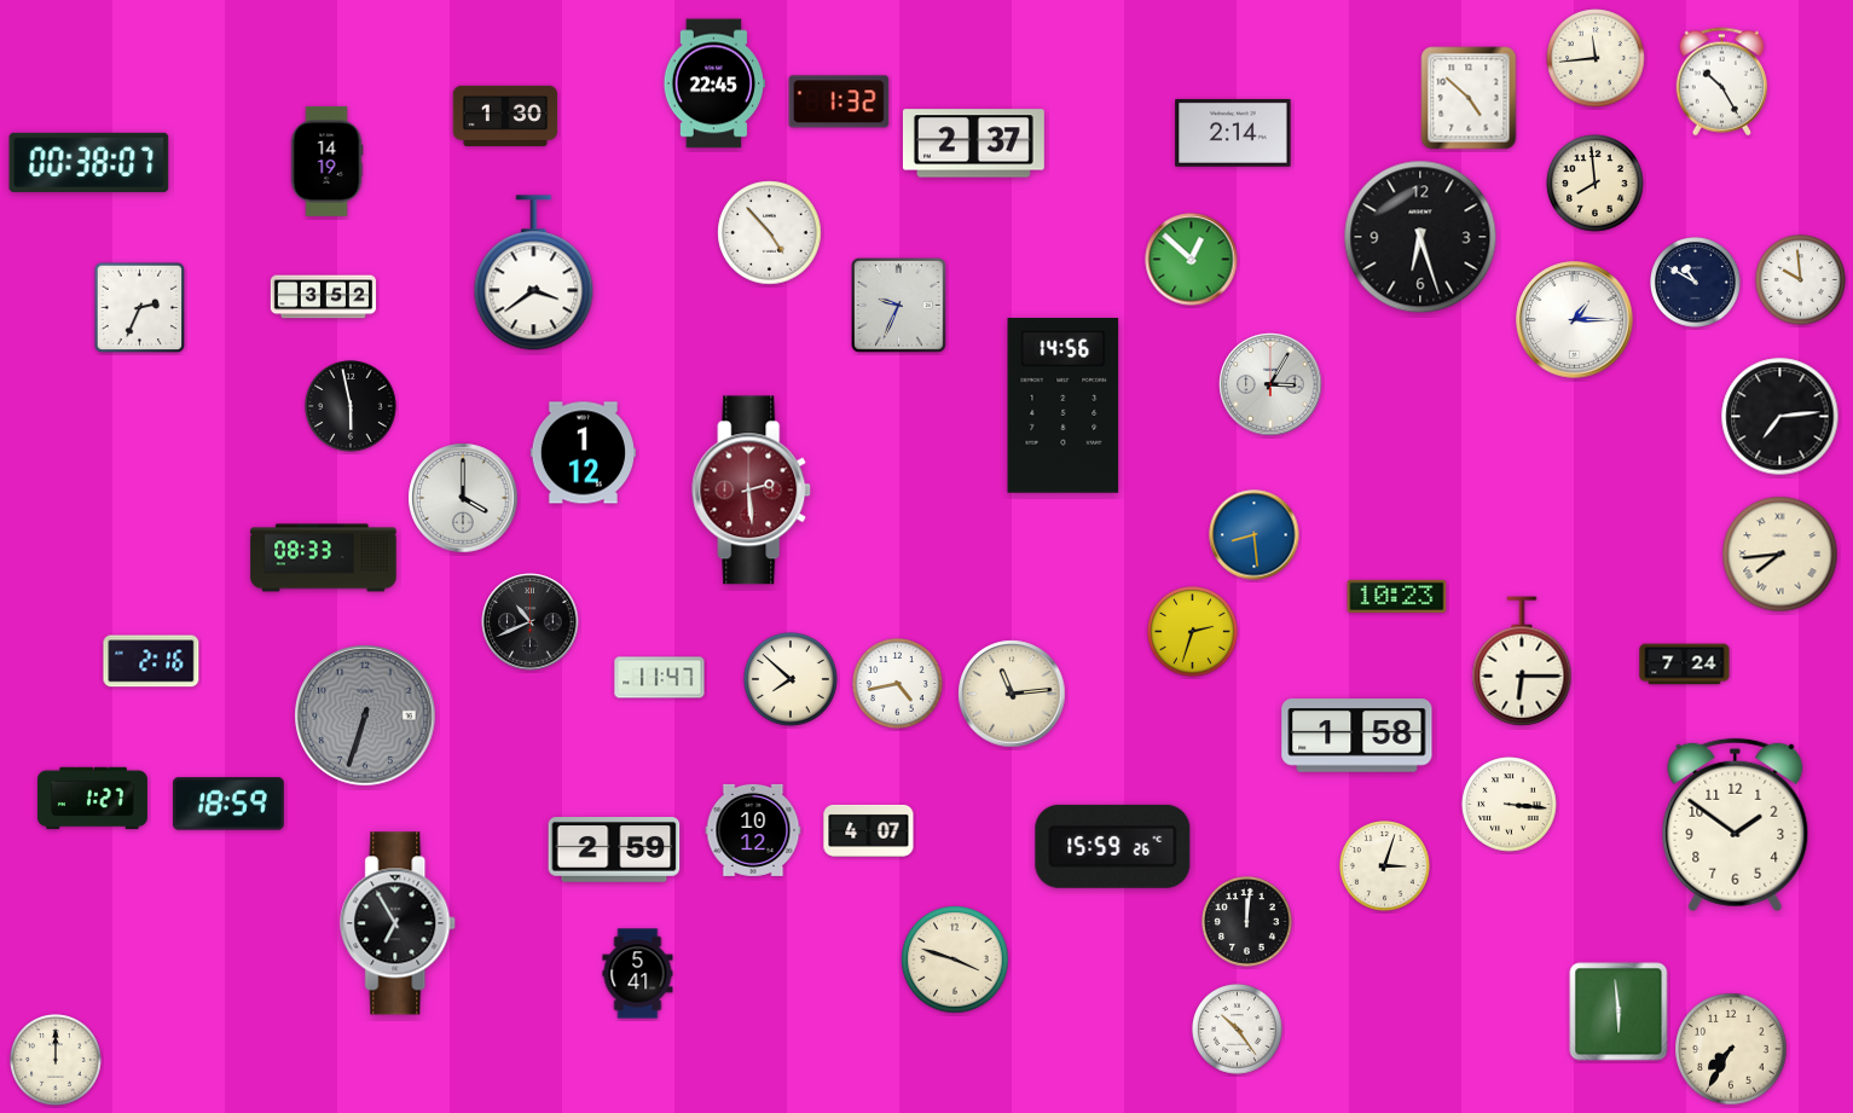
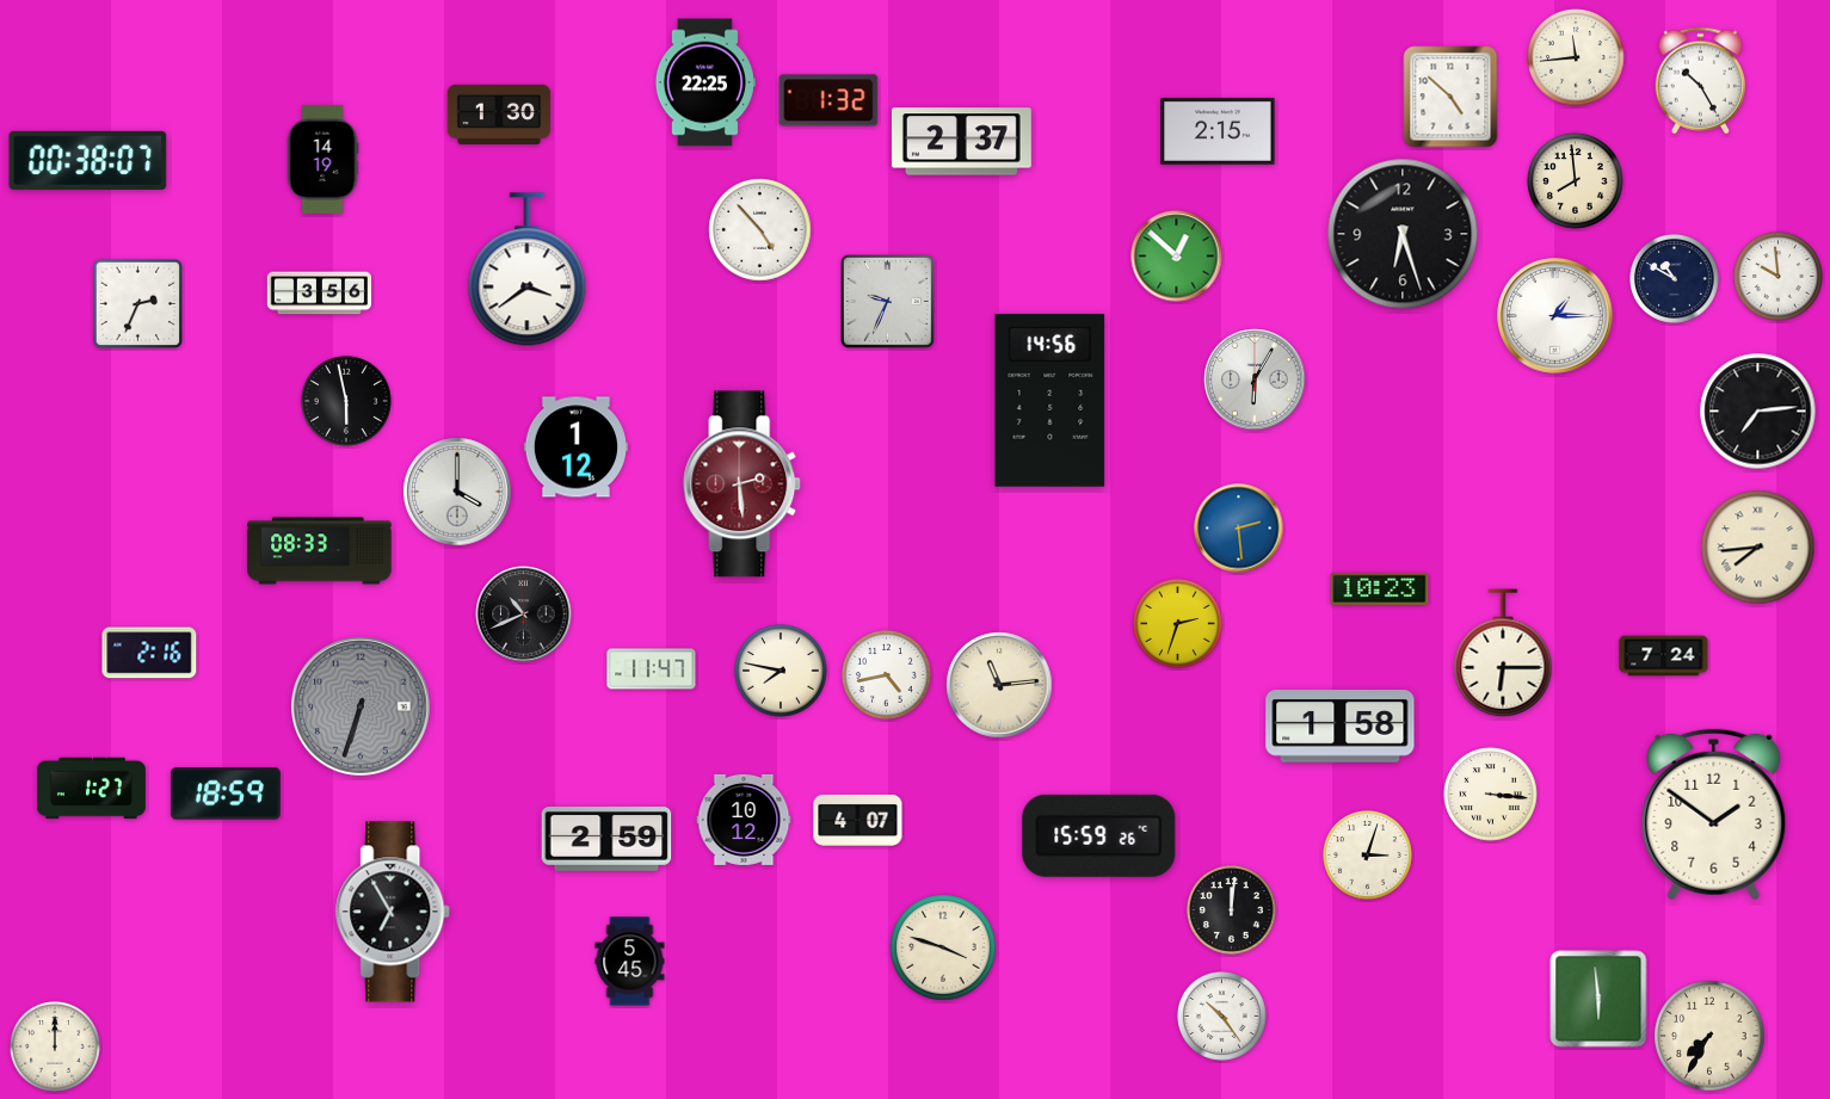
clock at (714, 83): 22:45 -> 22:25
clock at (1233, 133): 2:14 -> 2:15
clock at (323, 297): 3:52 -> 3:56
clock at (1270, 384): 3:05 -> 6:05
clock at (1255, 535): 8:29 -> 2:29
clock at (791, 679): 7:52 -> 7:47
clock at (638, 974): 5:41 -> 5:45
